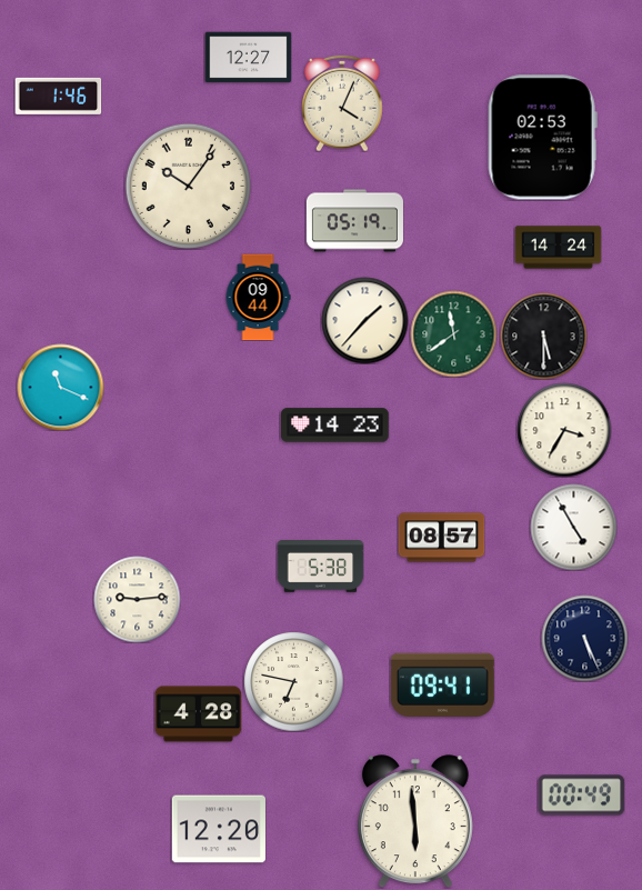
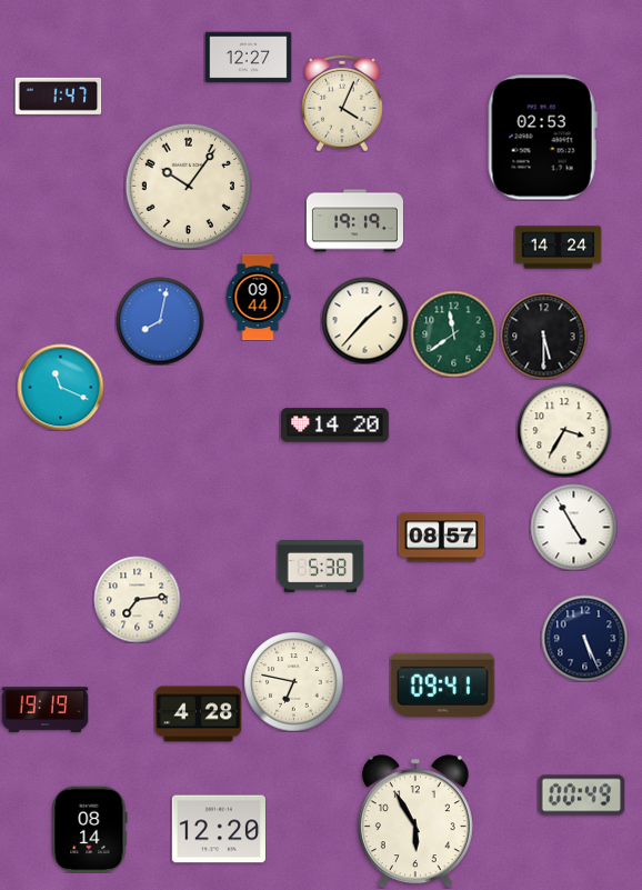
clock at (58, 96): 1:46 -> 1:47
clock at (354, 221): 05:19 -> 19:19
clock at (160, 321): none -> 8:02
clock at (335, 426): 14:23 -> 14:20
clock at (137, 599): 9:14 -> 7:14
clock at (44, 710): none -> 19:19
clock at (415, 821): 5:59 -> 5:55
clock at (90, 829): none -> 08:14
